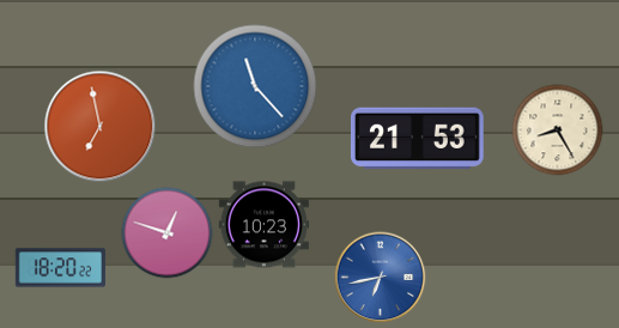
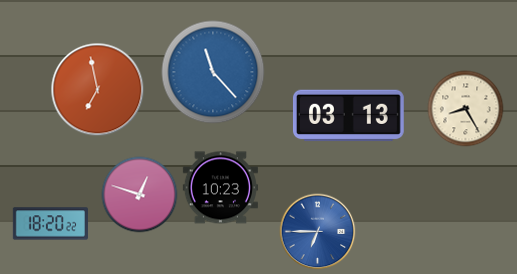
clock at (101, 127) position: (101, 127) -> (98, 90)
clock at (417, 139): 21:53 -> 03:13
clock at (381, 278): 6:43 -> 6:45
